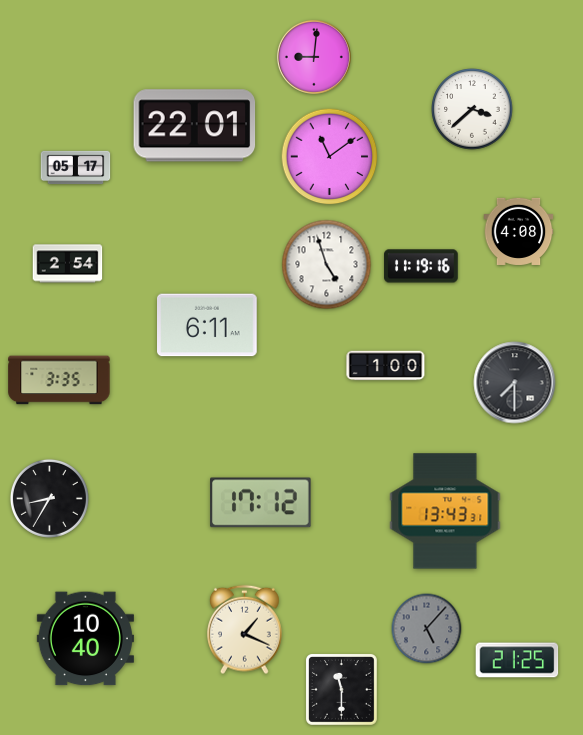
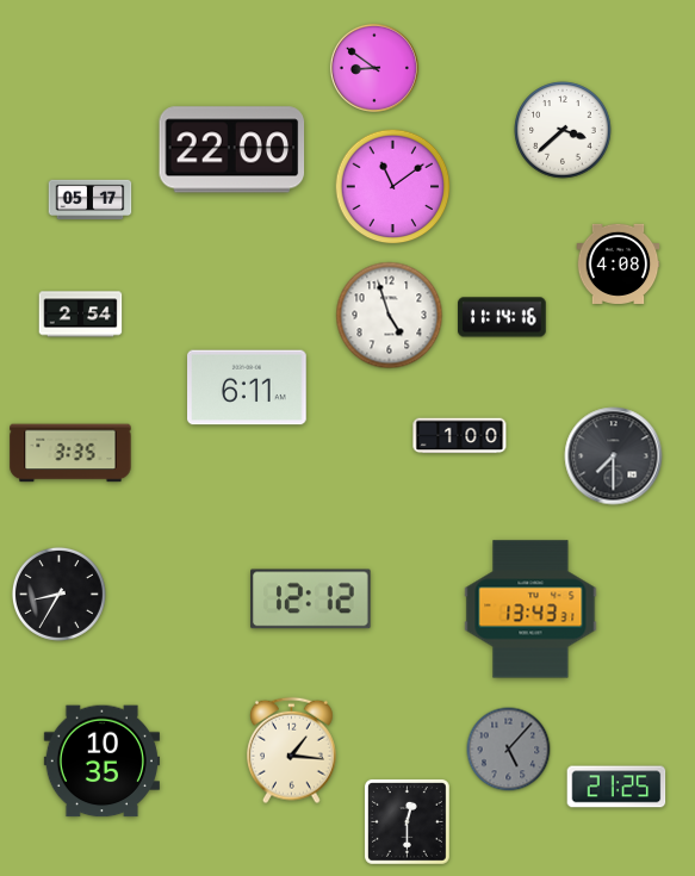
clock at (314, 57): 9:01 -> 8:51
clock at (195, 126): 22:01 -> 22:00
clock at (519, 231) position: (519, 231) -> (619, 263)
clock at (421, 266): 11:19 -> 11:14
clock at (261, 503): 17:12 -> 12:12
clock at (245, 630): 1:19 -> 1:16
clock at (85, 639): 10:40 -> 10:35
clock at (341, 689): 11:30 -> 12:30
